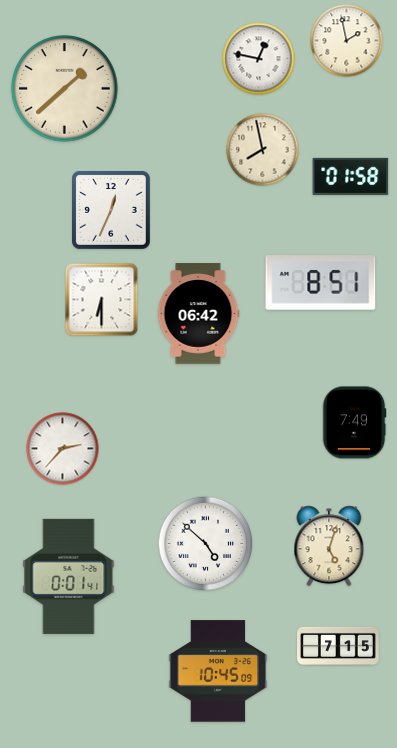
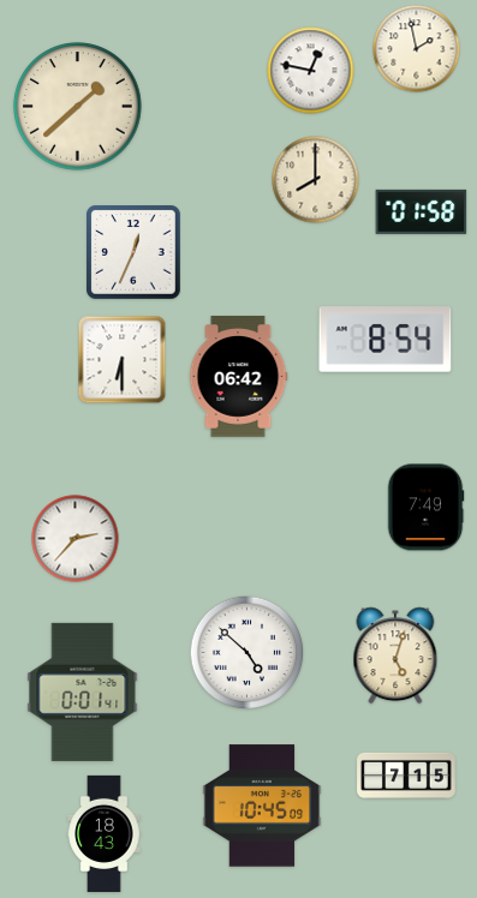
clock at (263, 150): 7:58 -> 8:00
clock at (321, 283): 8:51 -> 8:54
clock at (105, 833): none -> 18:43
